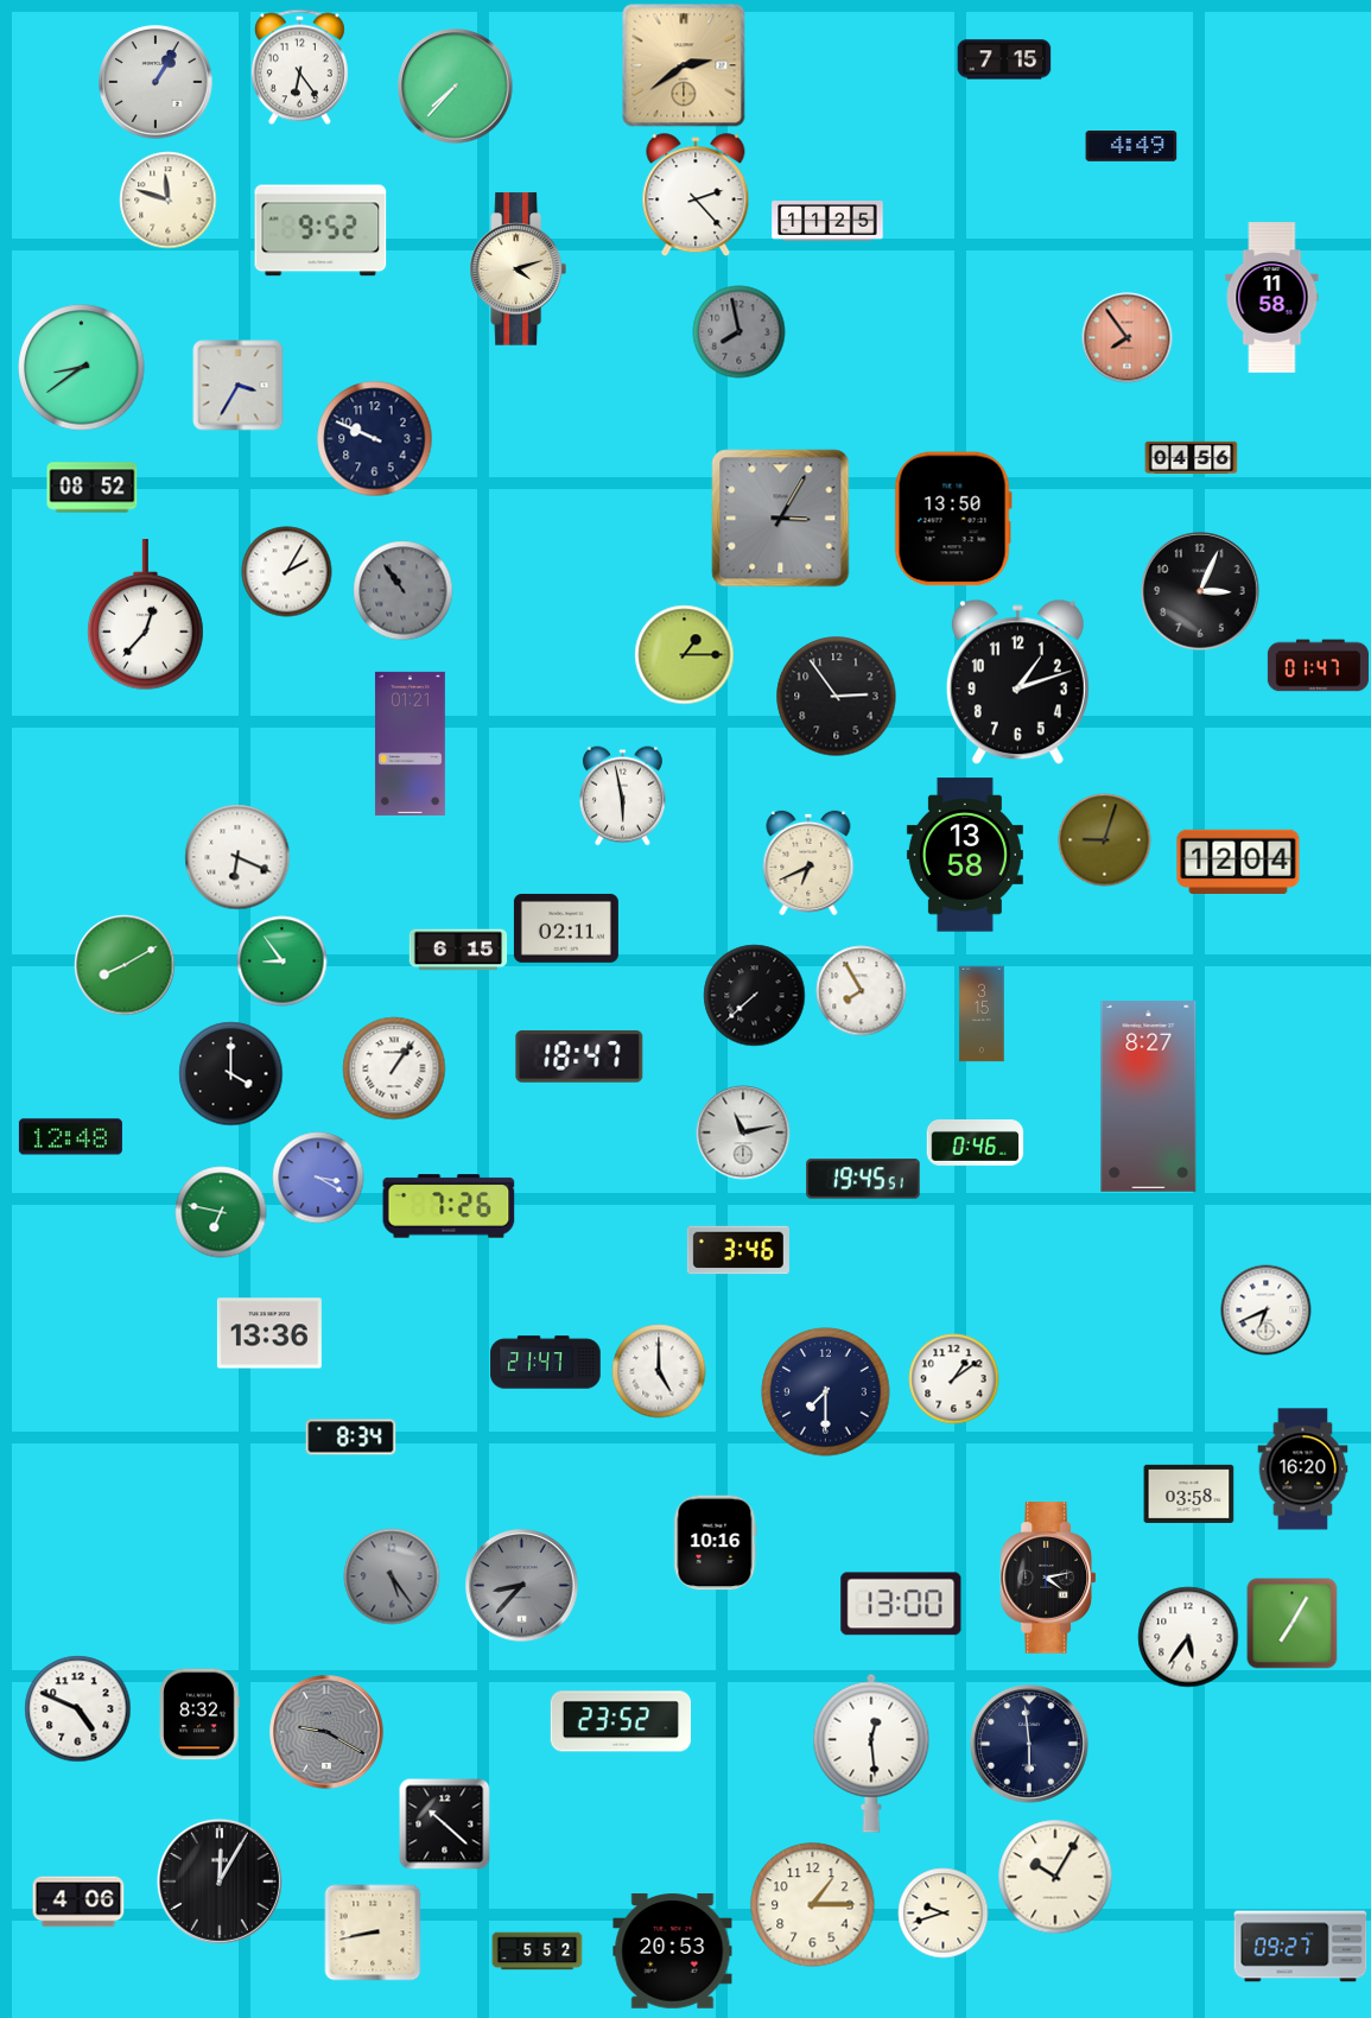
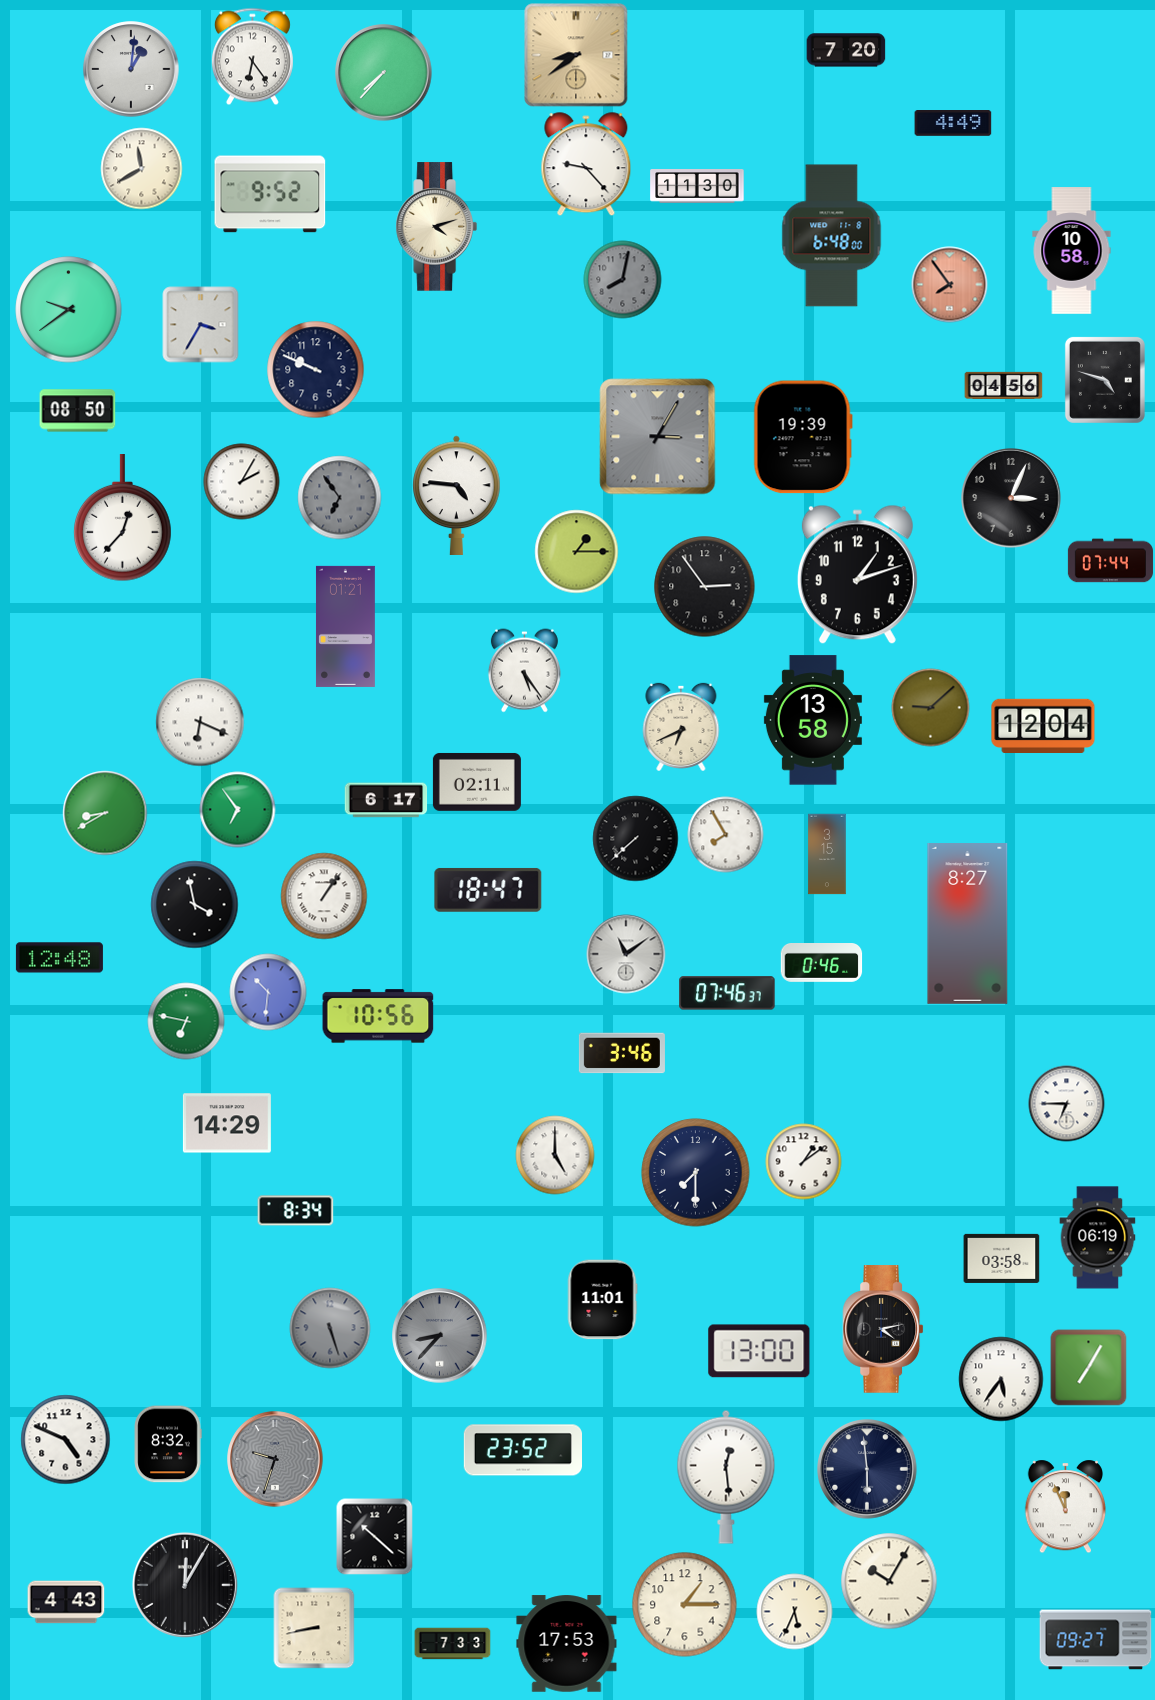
clock at (1004, 59): 7:15 -> 7:20
clock at (684, 65): 2:39 -> 8:39
clock at (155, 82): 1:05 -> 1:01
clock at (696, 196): 2:23 -> 9:23
clock at (169, 201): 11:48 -> 11:40
clock at (827, 222): 11:25 -> 11:30
clock at (832, 236): none -> 6:48
clock at (1272, 298): 11:58 -> 10:58
clock at (740, 332): 7:58 -> 8:02
clock at (82, 368): 8:39 -> 9:39
clock at (1105, 380): none -> 4:48
clock at (93, 488): 08:52 -> 08:50
clock at (953, 519): 13:50 -> 19:39
clock at (457, 495): none -> 4:46
clock at (404, 591): 10:54 -> 6:54
clock at (1318, 666): 01:47 -> 07:44
clock at (622, 797): 5:58 -> 5:24
clock at (1105, 840): 9:03 -> 9:08
clock at (458, 950): 6:15 -> 6:17
clock at (283, 962): 8:54 -> 6:54
clock at (125, 965): 8:10 -> 8:40
clock at (394, 1068) position: (394, 1068) -> (324, 896)
clock at (231, 1074): 4:00 -> 3:58
clock at (743, 1132): 11:13 -> 11:09
clock at (318, 1178): 3:20 -> 10:31
clock at (863, 1179): 19:45 -> 07:46
clock at (449, 1206): 7:26 -> 10:56
clock at (1267, 1311): 6:41 -> 6:45
clock at (269, 1333): 13:36 -> 14:29
clock at (546, 1363): 21:47 -> none
clock at (1303, 1470): 16:20 -> 06:19
clock at (715, 1543): 10:16 -> 11:01
clock at (392, 1576): 5:24 -> 5:27
clock at (326, 1732): 9:20 -> 9:33
clock at (871, 1753) position: (871, 1753) -> (726, 1477)
clock at (1065, 1507): none -> 11:56
clock at (78, 1902): 4:06 -> 4:43
clock at (944, 1914): 9:42 -> 5:34
clock at (538, 1952): 5:52 -> 7:33
clock at (673, 1952): 20:53 -> 17:53
